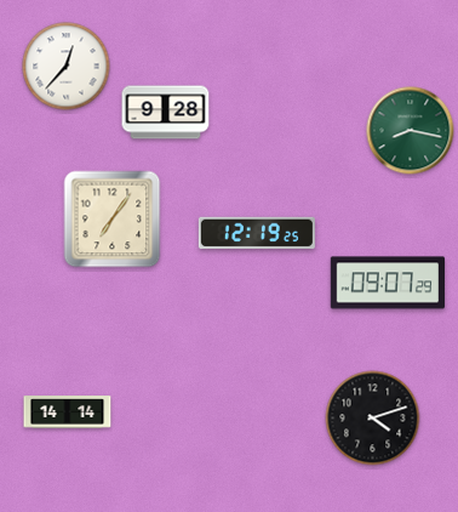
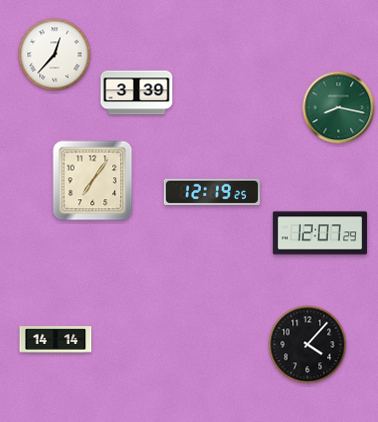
clock at (166, 113): 9:28 -> 3:39
clock at (388, 283): 09:07 -> 12:07
clock at (373, 419): 4:12 -> 4:07
